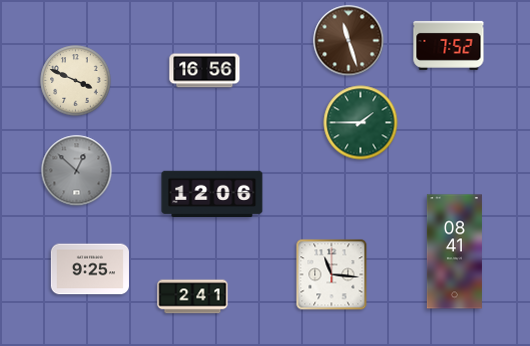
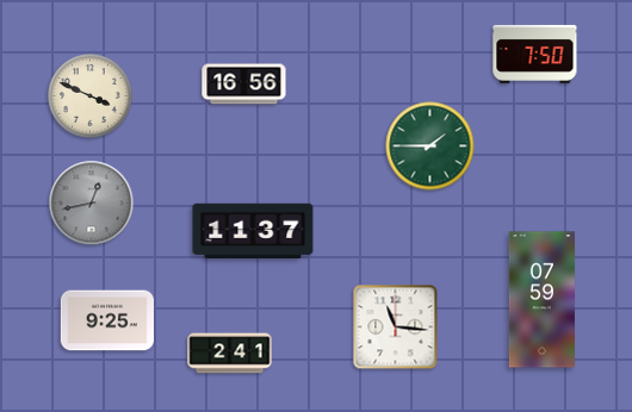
clock at (349, 41): 11:27 -> none
clock at (449, 45): 7:52 -> 7:50
clock at (77, 171): 12:52 -> 12:43
clock at (212, 194): 12:06 -> 11:37
clock at (454, 252): 08:41 -> 07:59
